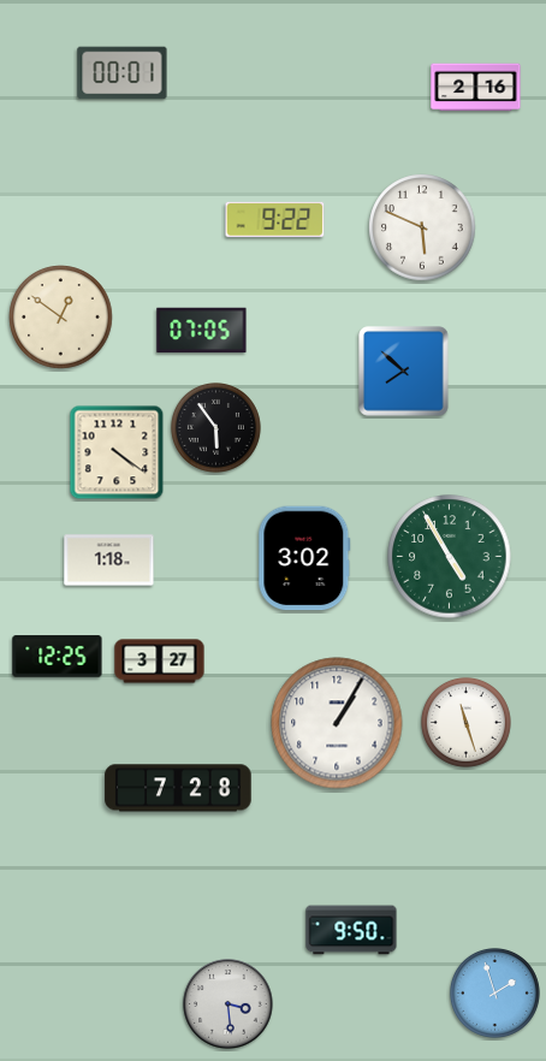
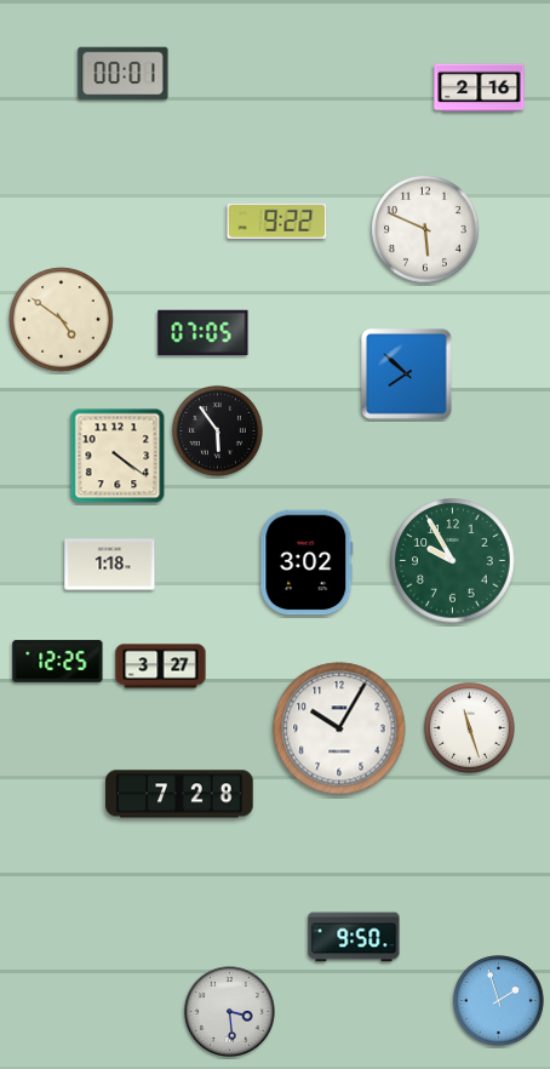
clock at (61, 318): 12:51 -> 4:51
clock at (450, 557): 4:55 -> 9:55
clock at (337, 723): 1:05 -> 10:05
